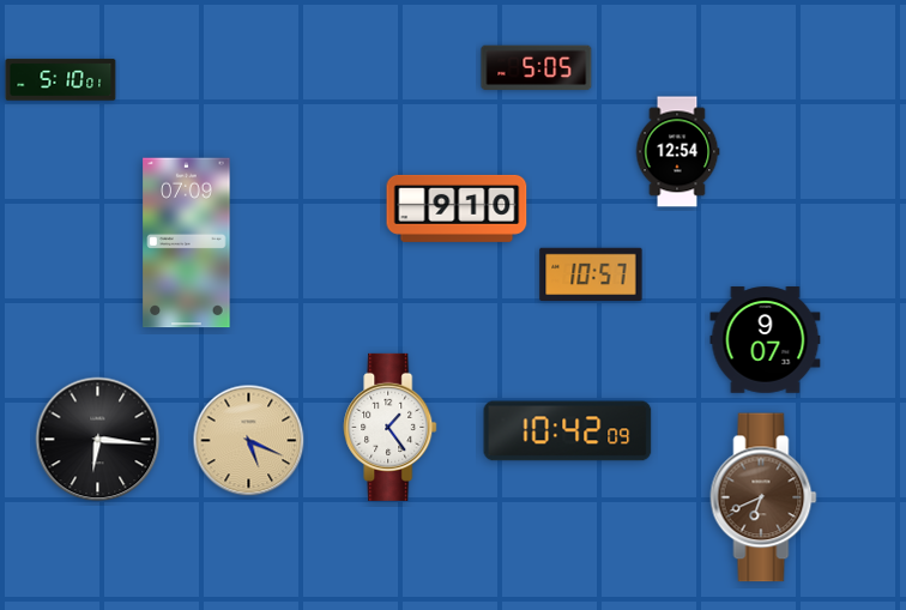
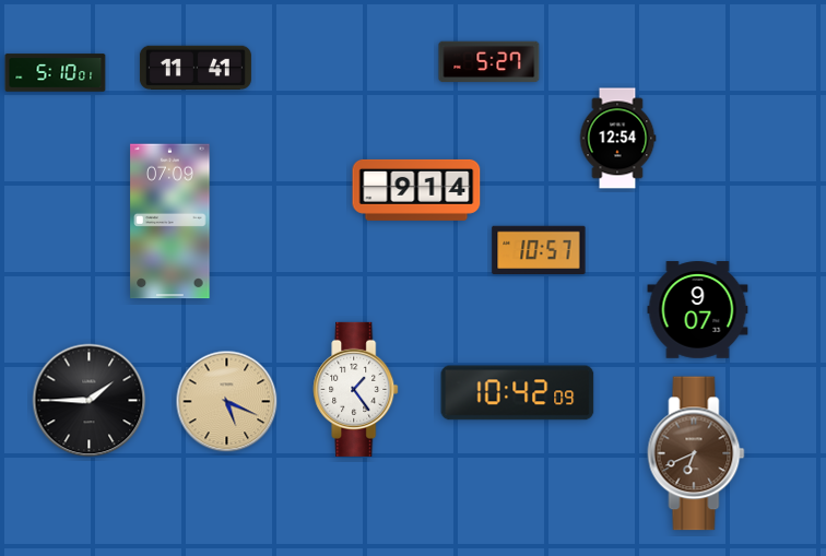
clock at (537, 68): 5:05 -> 5:27
clock at (196, 68): none -> 11:41
clock at (457, 209): 9:10 -> 9:14
clock at (98, 440): 6:16 -> 1:45
